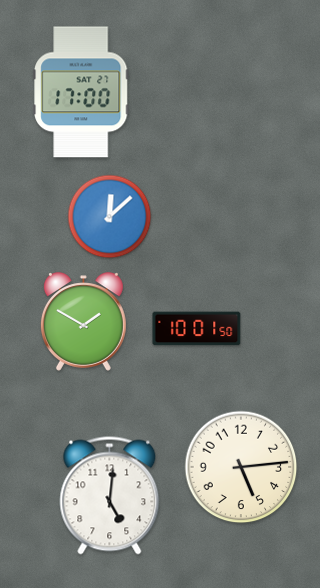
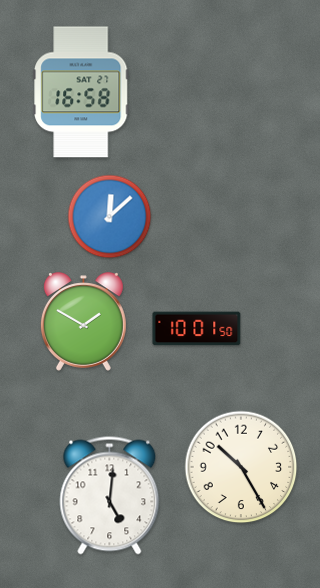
clock at (81, 92): 17:00 -> 16:58
clock at (241, 467): 5:14 -> 10:25
